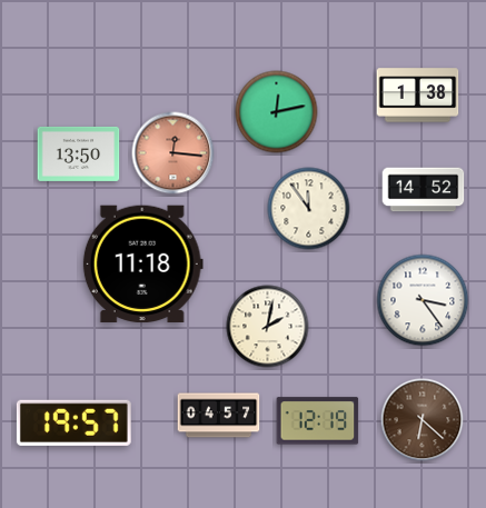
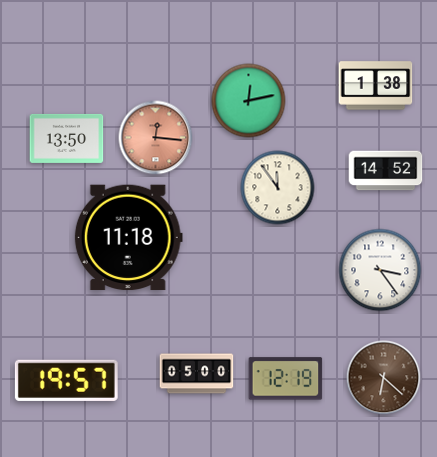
clock at (79, 153) position: (79, 153) -> (67, 138)
clock at (424, 190) position: (424, 190) -> (386, 171)
clock at (268, 327): 2:02 -> none
clock at (219, 416): 04:57 -> 05:00
clock at (423, 420) position: (423, 420) -> (384, 378)
